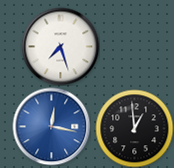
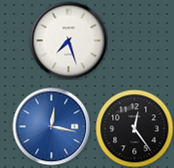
clock at (60, 46) position: (60, 46) -> (68, 40)
clock at (134, 128): 12:59 -> 12:24
